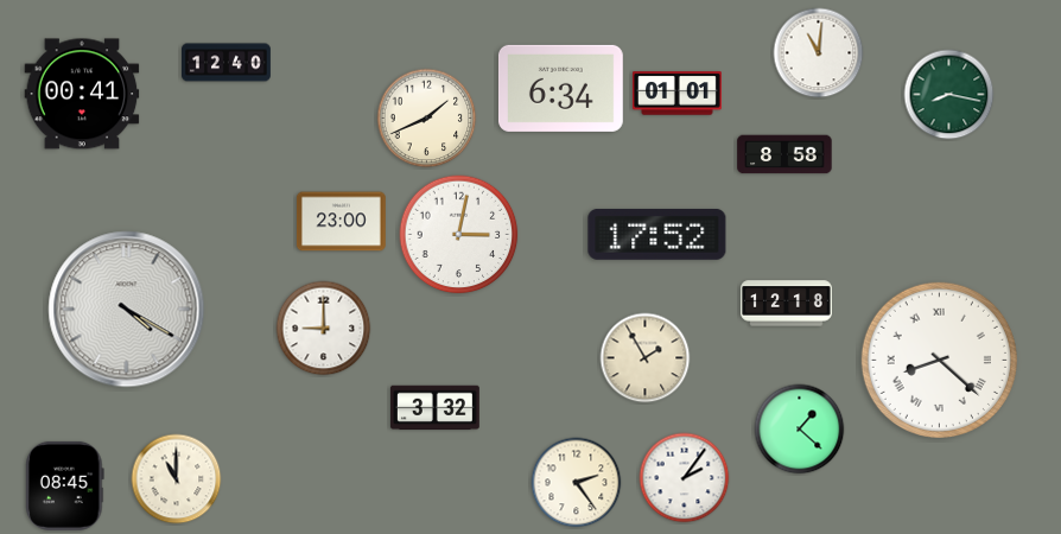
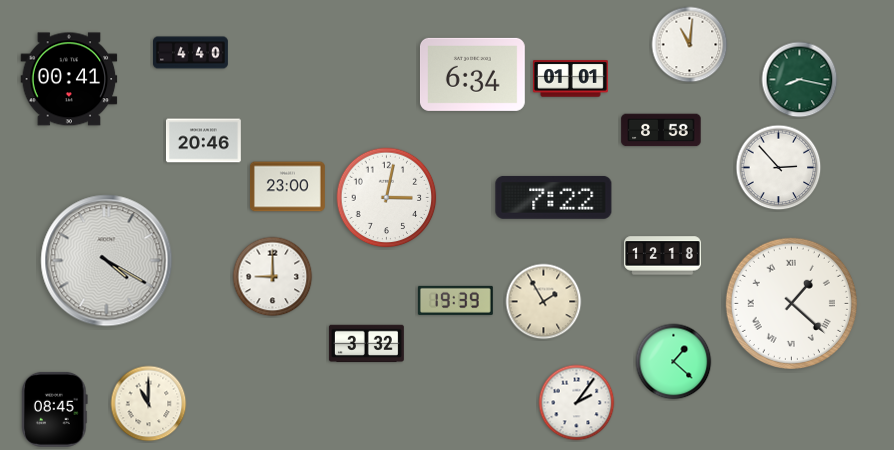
clock at (227, 63): 12:40 -> 4:40
clock at (427, 119): 1:41 -> none
clock at (203, 141): none -> 20:46
clock at (779, 168): none -> 2:53
clock at (657, 234): 17:52 -> 7:22
clock at (455, 300): none -> 19:39
clock at (939, 360): 8:22 -> 1:22
clock at (577, 483): 2:24 -> none
